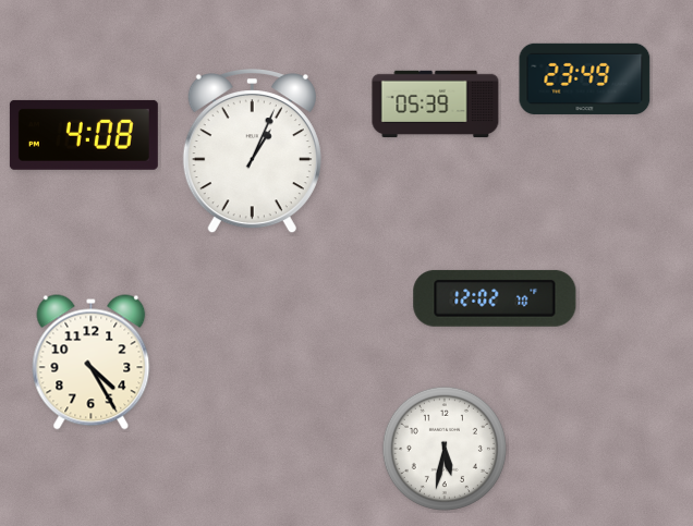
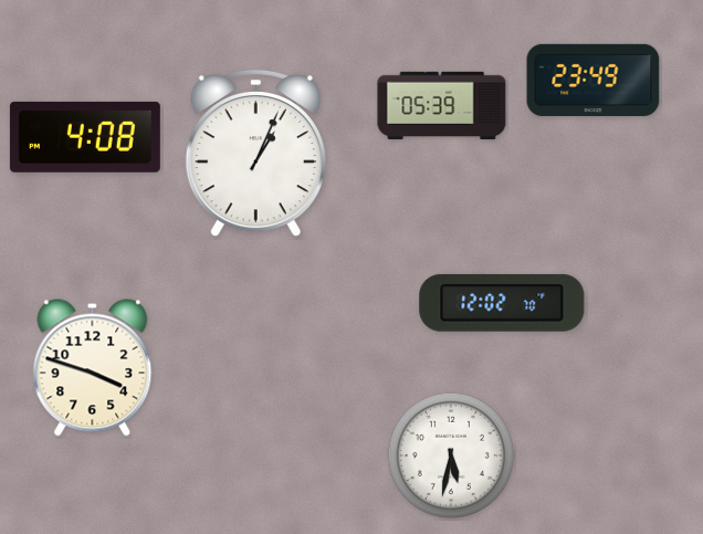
clock at (92, 363): 4:25 -> 3:48
